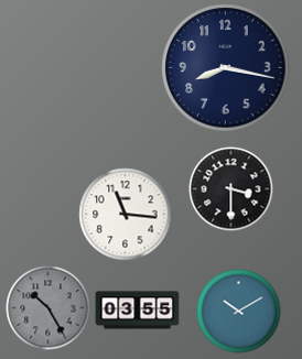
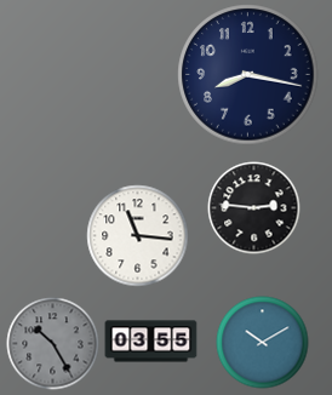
clock at (231, 189): 3:30 -> 2:46
clock at (48, 308) position: (48, 308) -> (53, 344)
